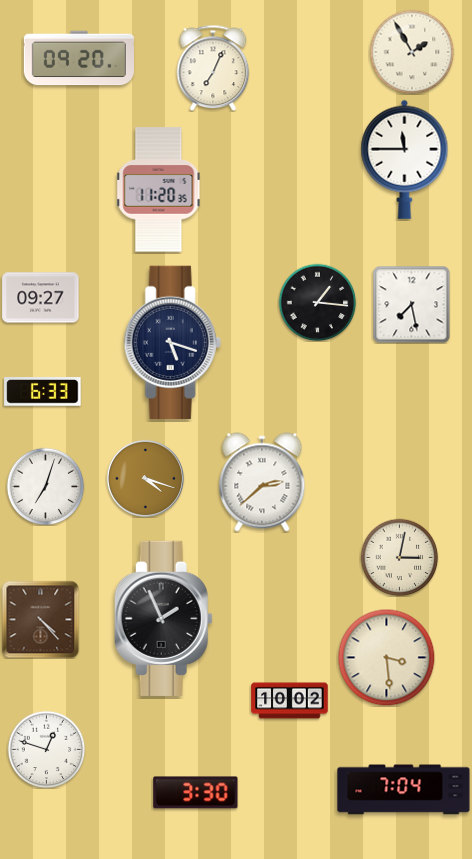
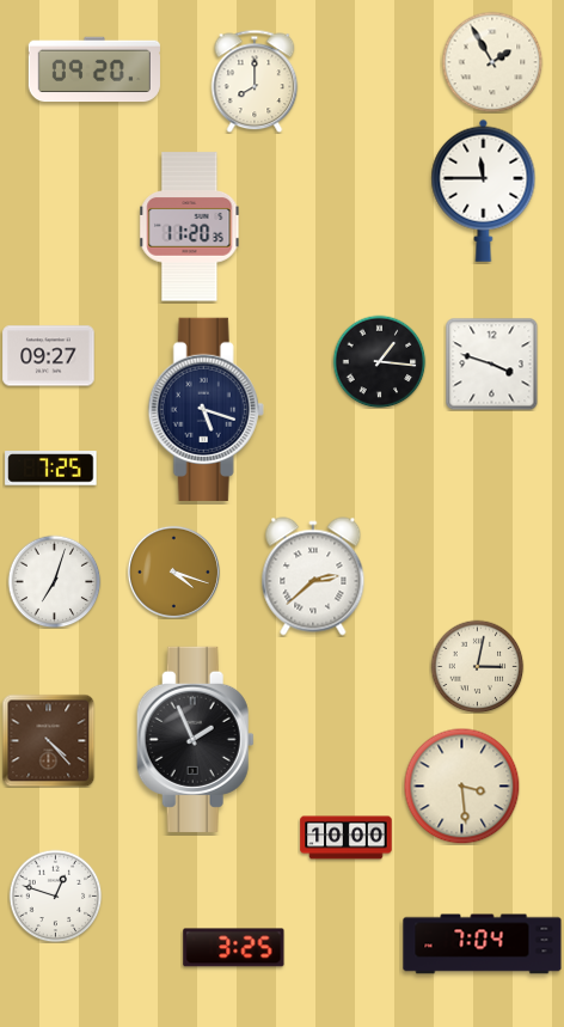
clock at (213, 68): 7:04 -> 8:00
clock at (411, 304): 7:28 -> 3:48
clock at (43, 392): 6:33 -> 7:25
clock at (290, 701): 10:02 -> 10:00
clock at (196, 793): 3:30 -> 3:25
